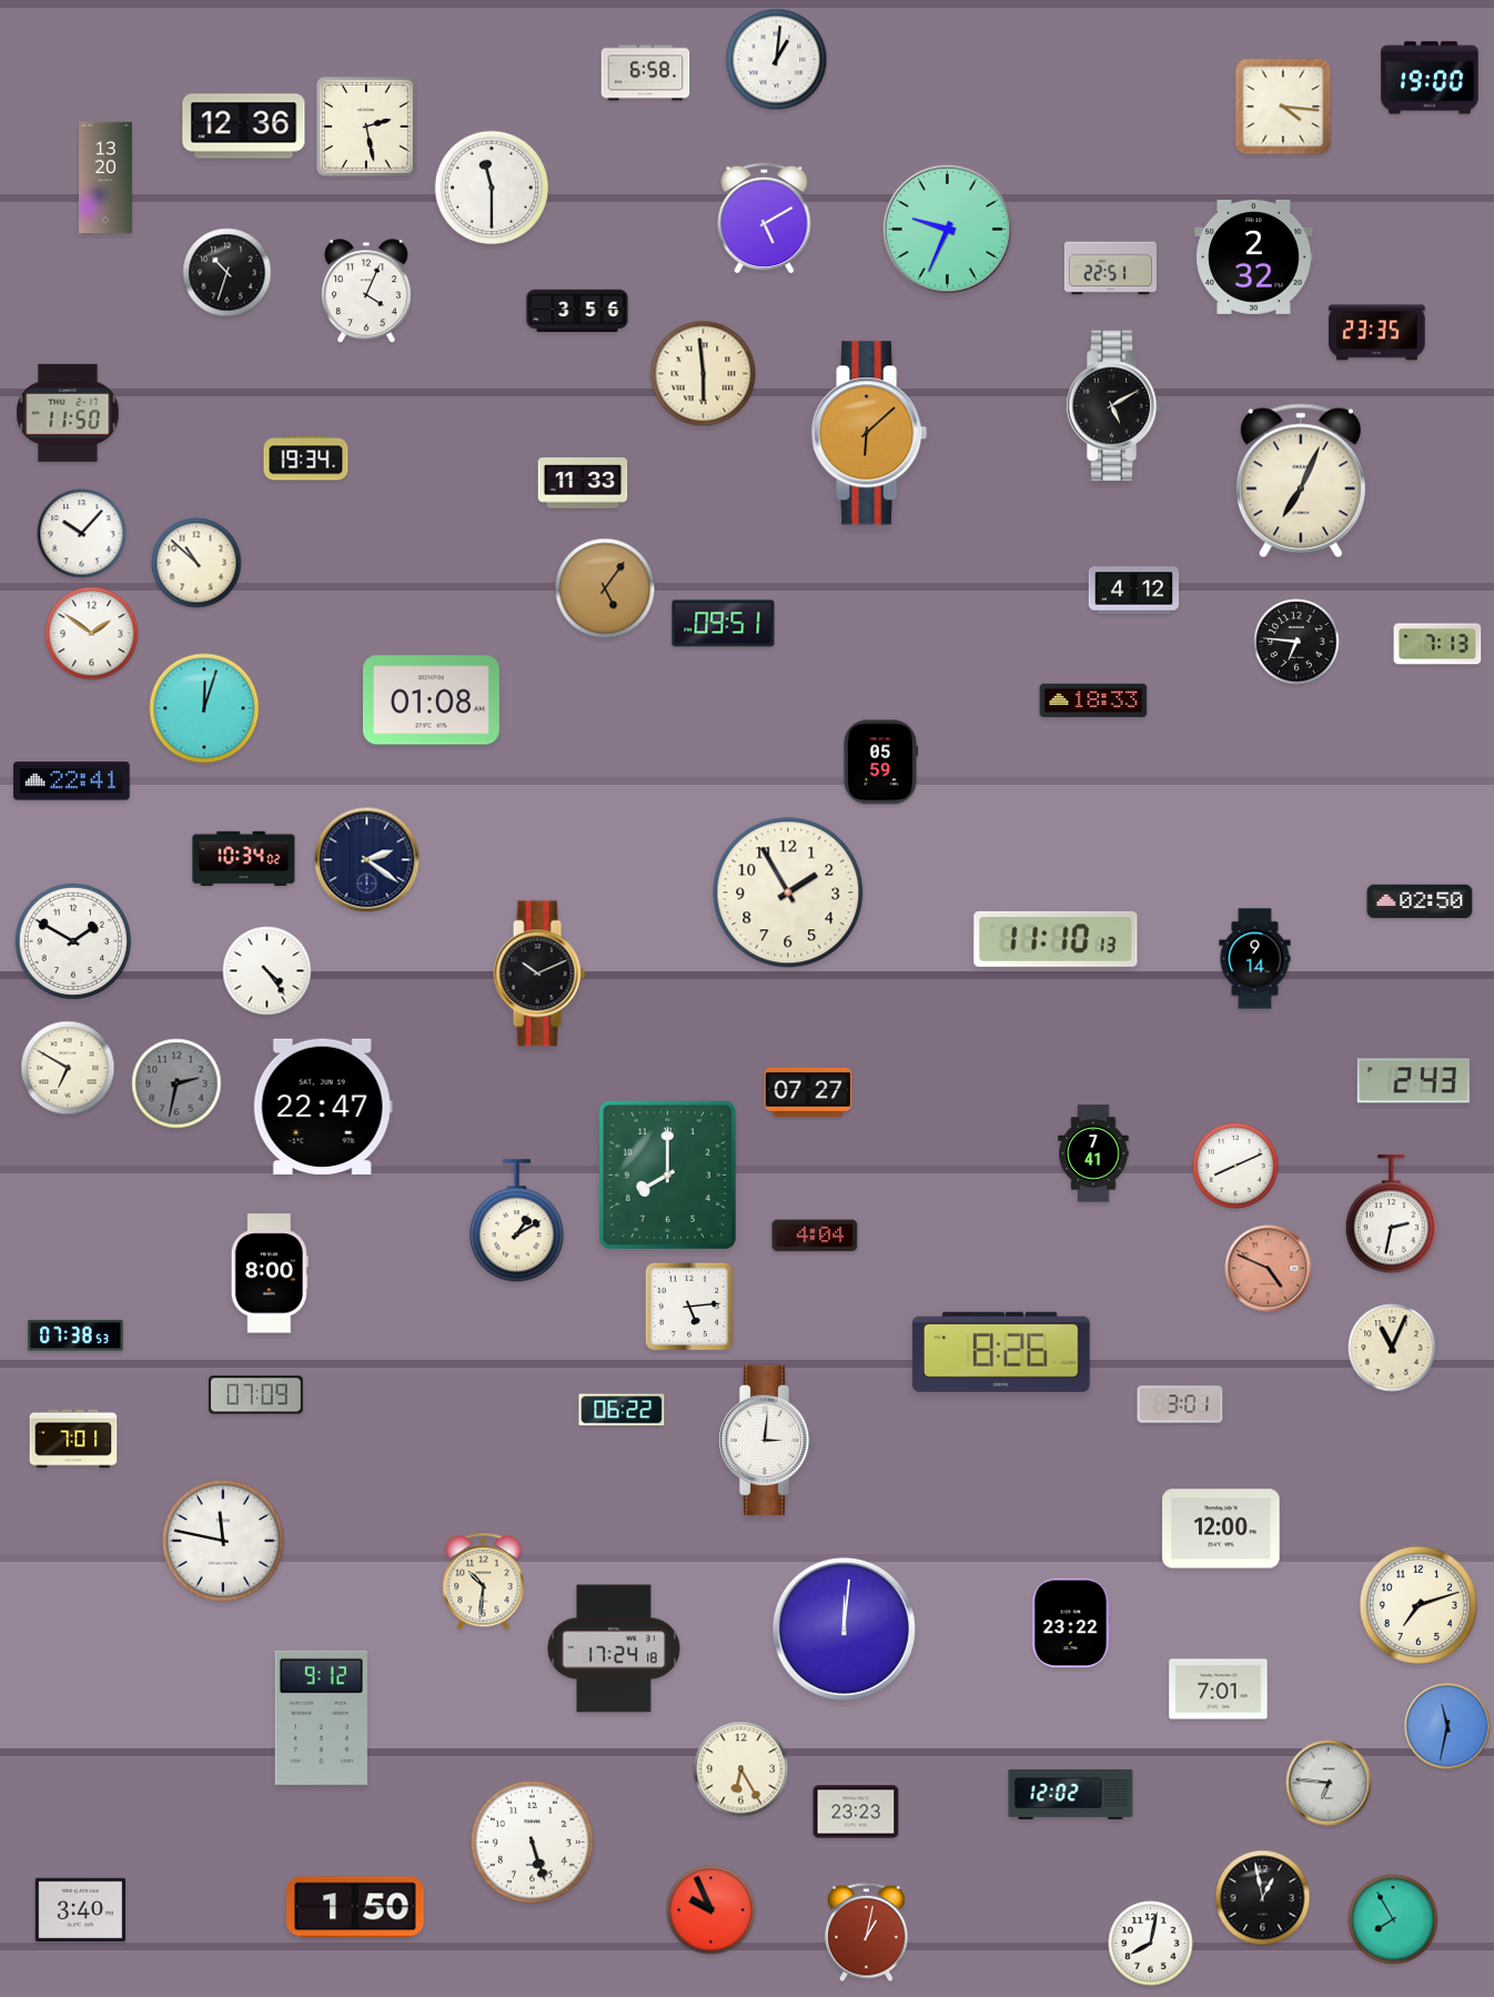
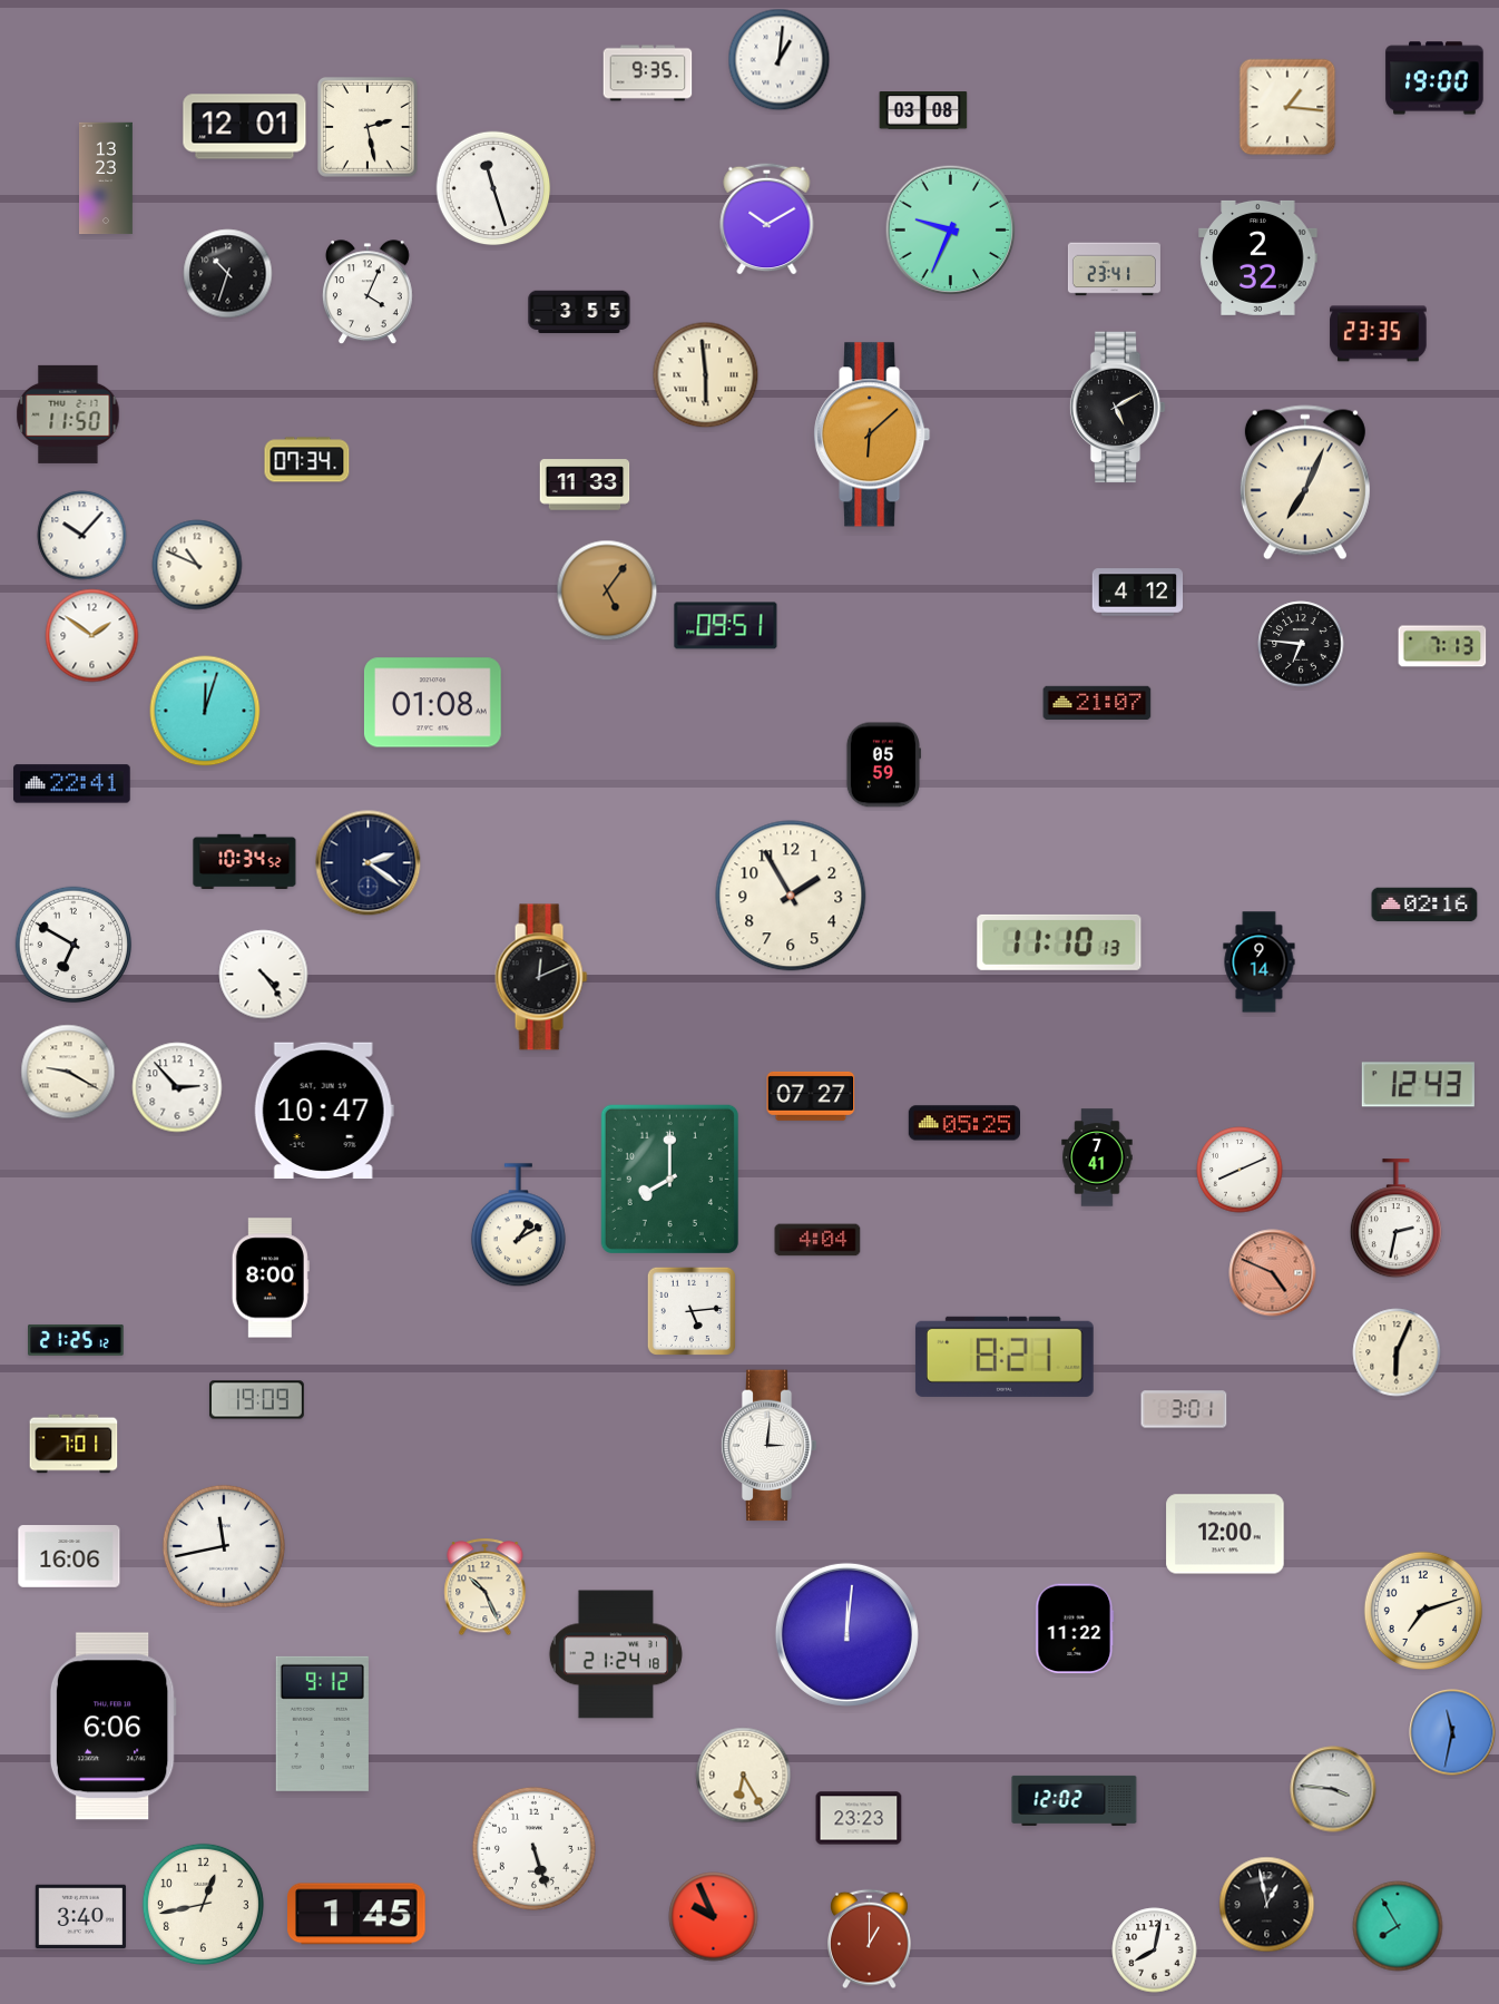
clock at (646, 73): 6:58 -> 9:35
clock at (1283, 107): 4:16 -> 1:16
clock at (923, 110): none -> 03:08
clock at (244, 127): 12:36 -> 12:01
clock at (107, 178): 13:20 -> 13:23
clock at (492, 188): 11:30 -> 11:27
clock at (765, 218): 5:10 -> 10:10
clock at (1110, 269): 22:51 -> 23:41
clock at (577, 311): 3:56 -> 3:55
clock at (1377, 333) position: (1377, 333) -> (1379, 334)
clock at (306, 458): 19:34 -> 07:34
clock at (196, 563): 10:52 -> 10:49
clock at (1093, 699): 18:33 -> 21:07
clock at (244, 859): 10:34:02 -> 10:34:52
clock at (1420, 901): 02:50 -> 02:16
clock at (73, 941): 1:50 -> 6:50
clock at (267, 971) position: (267, 971) -> (264, 975)
clock at (539, 974): 10:11 -> 12:11
clock at (68, 1068): 6:50 -> 9:20
clock at (1413, 1081): 2:43 -> 12:43
clock at (176, 1083): 2:32 -> 2:53
clock at (176, 1083) dial: grey -> white
clock at (323, 1107): 22:47 -> 10:47
clock at (963, 1123): none -> 05:25
clock at (77, 1335): 07:38 -> 21:25
clock at (1392, 1348): 11:04 -> 6:04
clock at (1001, 1352): 8:26 -> 8:21
clock at (255, 1395): 07:09 -> 19:09
clock at (622, 1410): 06:22 -> none
clock at (223, 1541): 11:47 -> 11:43
clock at (69, 1556): none -> 16:06
clock at (484, 1582): 10:31 -> 10:26
clock at (1071, 1623): 23:22 -> 11:22
clock at (614, 1648): 17:24 -> 21:24
clock at (1219, 1690): 7:01 -> none
clock at (112, 1727): none -> 6:06
clock at (1329, 1783): 6:46 -> 3:46
clock at (203, 1904): none -> 12:43
clock at (355, 1907): 1:50 -> 1:45
clock at (867, 1933): 1:02 -> 1:00
